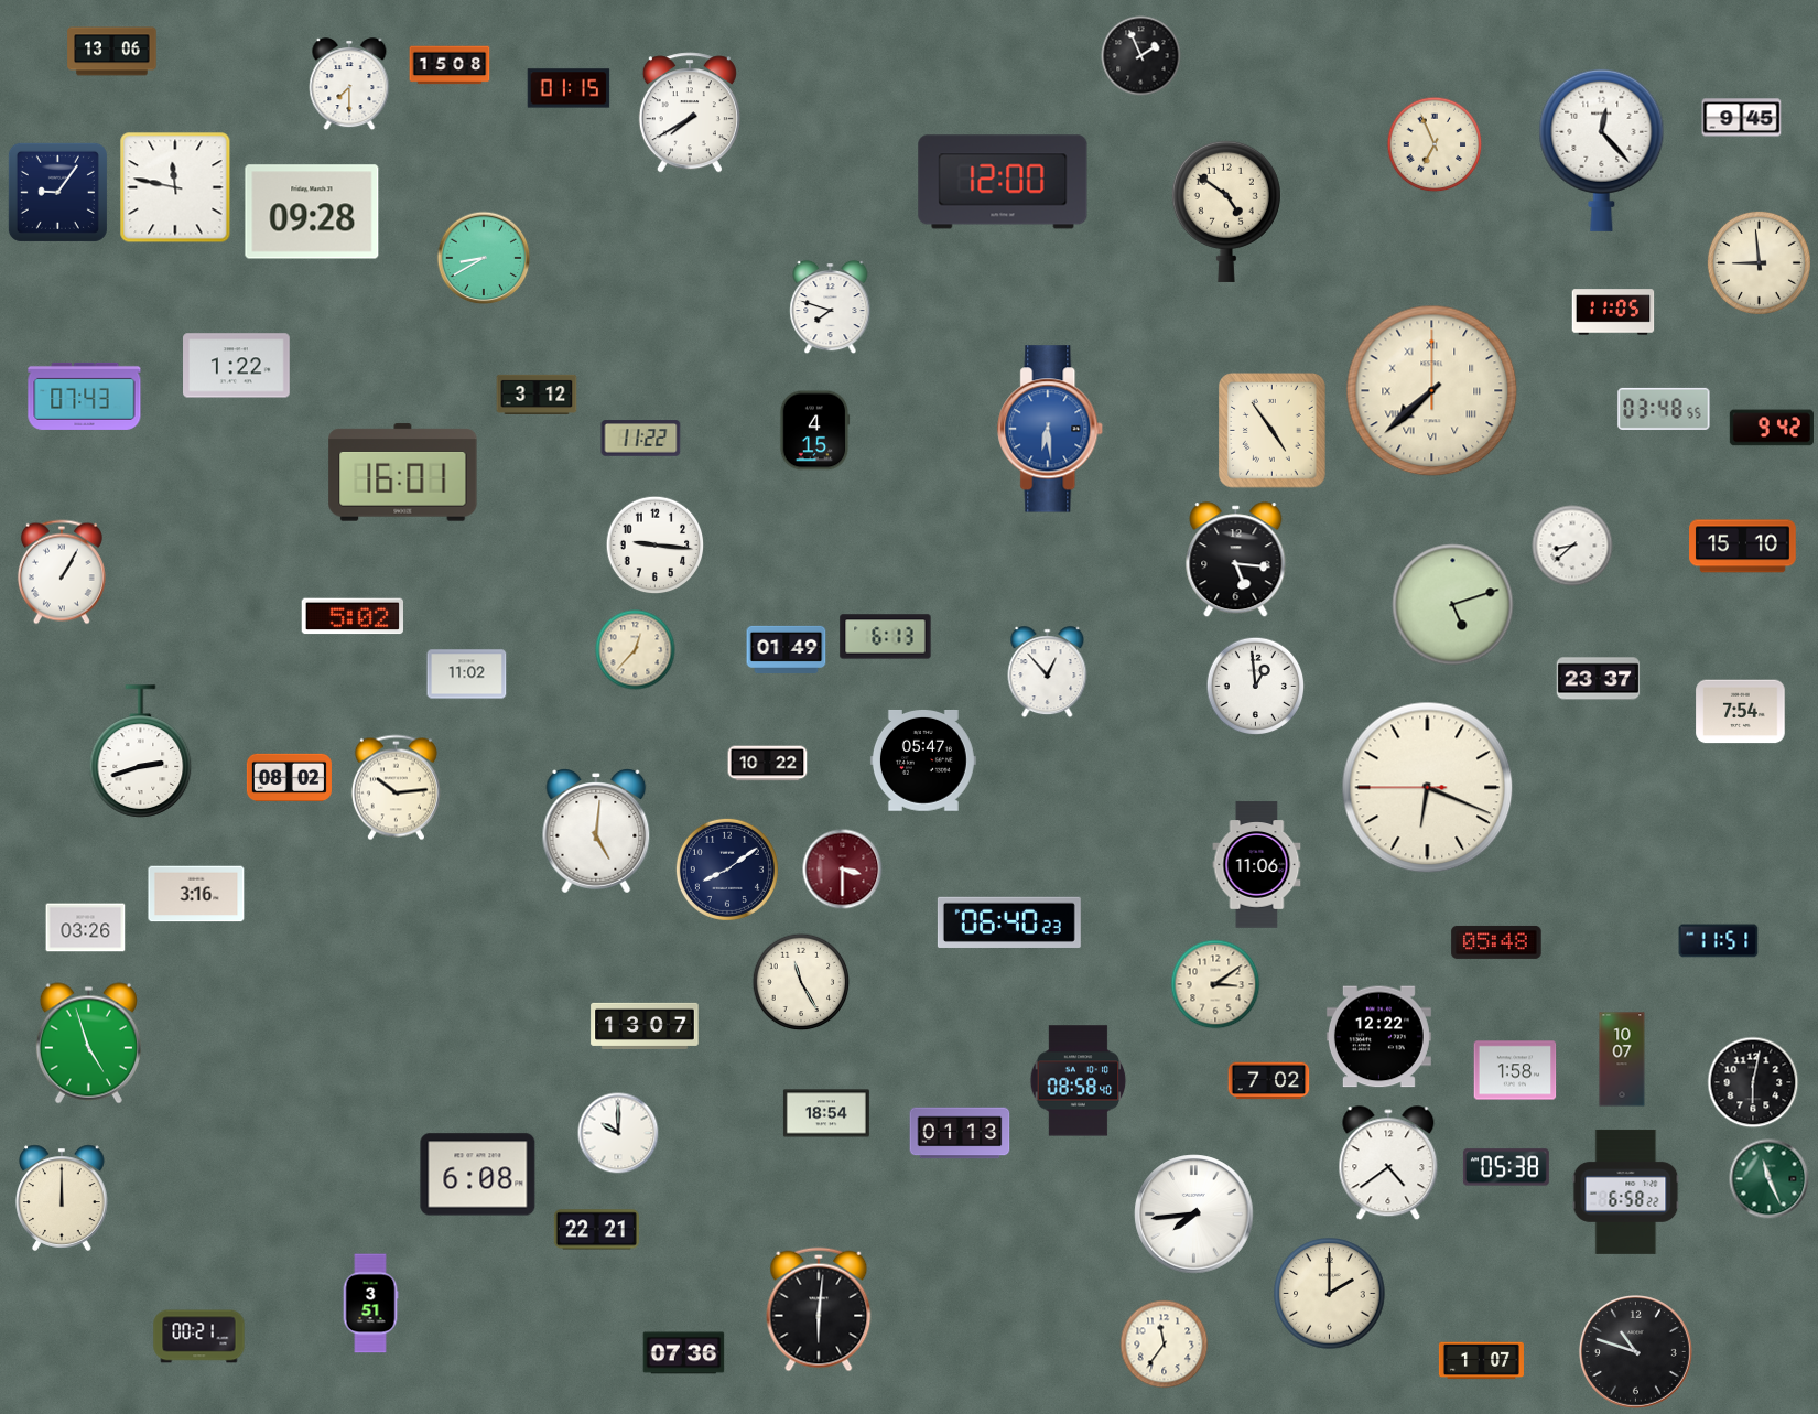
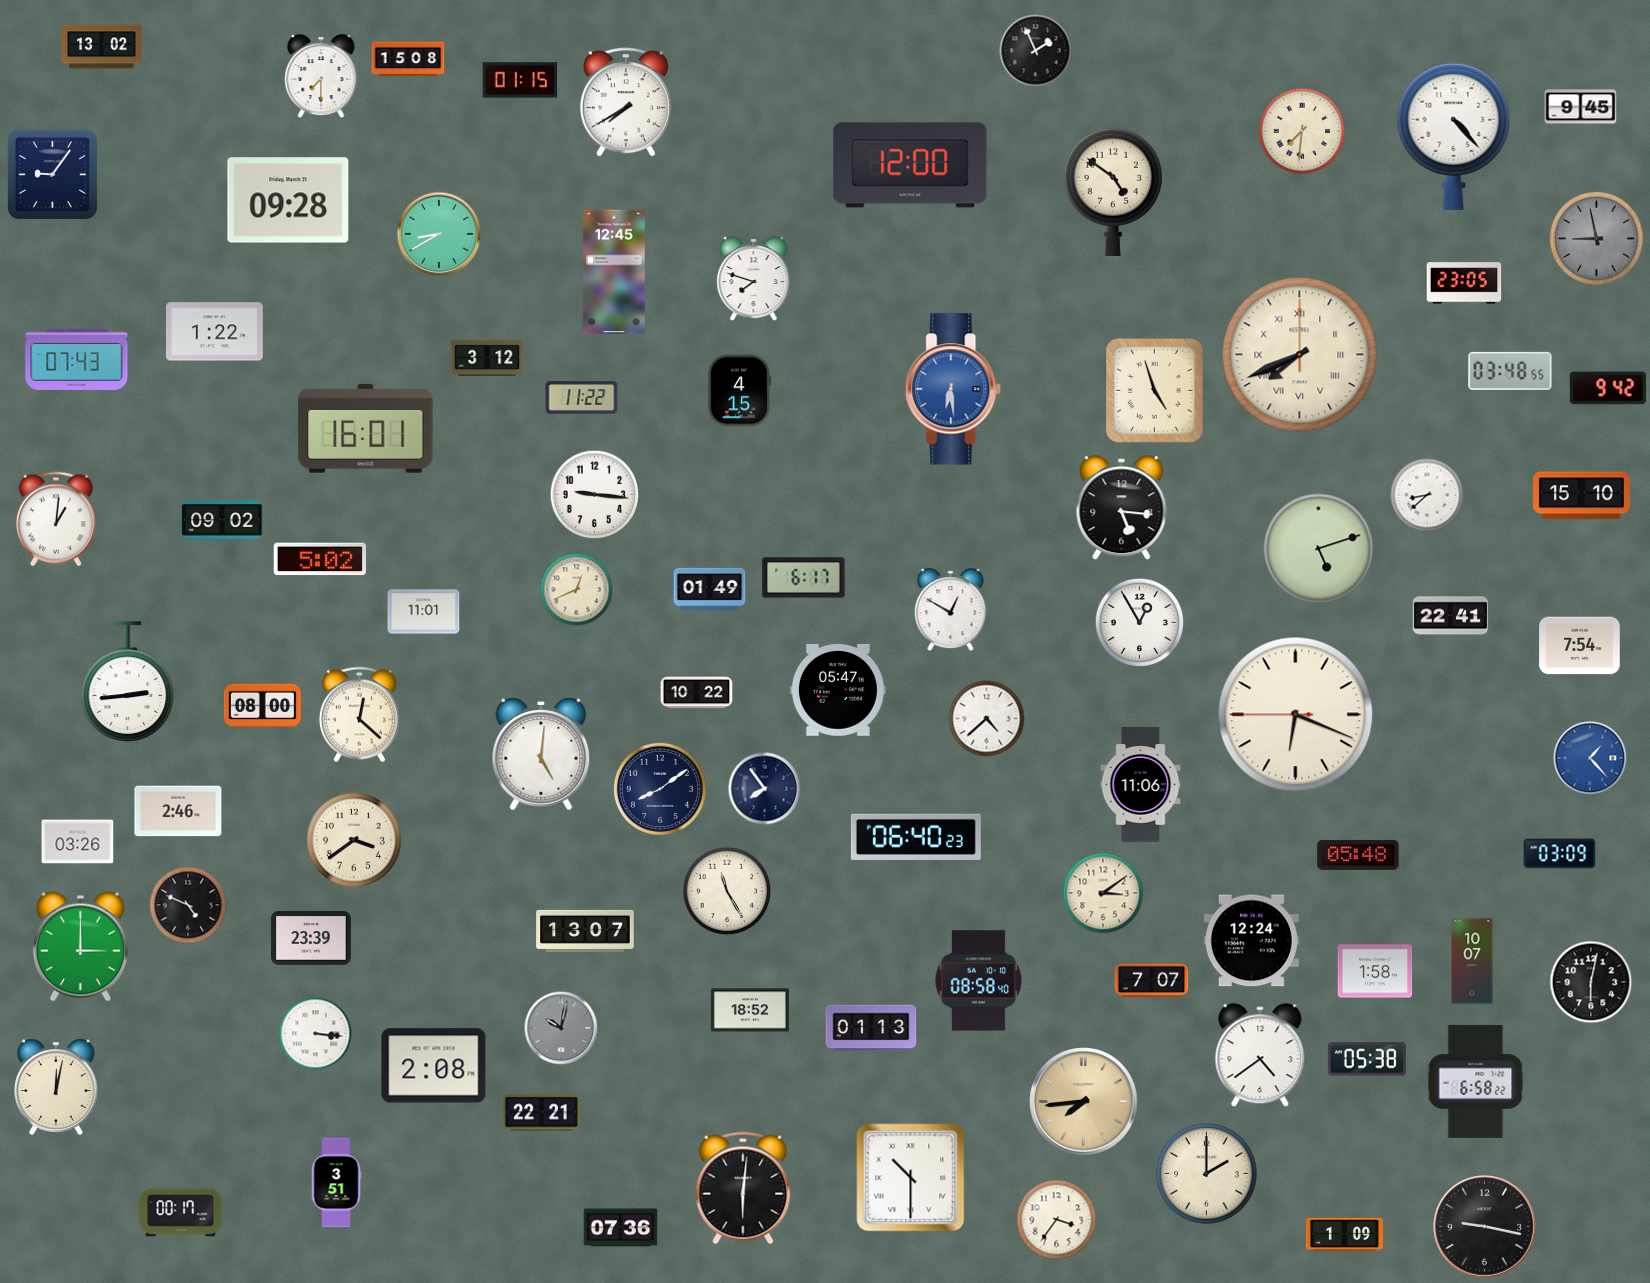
clock at (112, 52): 13:06 -> 13:02
clock at (349, 85) position: (349, 85) -> (321, 77)
clock at (569, 88) position: (569, 88) -> (520, 80)
clock at (1435, 144): 6:56 -> 7:31
clock at (1602, 150): 12:23 -> 4:23
clock at (175, 187): 11:47 -> none
clock at (312, 212) position: (312, 212) -> (288, 200)
clock at (1759, 262): 8:59 -> 8:58
clock at (1759, 262) dial: cream -> grey
clock at (614, 272): none -> 12:45
clock at (1613, 312): 11:05 -> 23:05
clock at (1432, 391): 7:38 -> 7:41
clock at (1273, 431): 4:54 -> 4:57
clock at (62, 572): 1:05 -> 1:01
clock at (222, 520): none -> 09:02
clock at (886, 637): 6:13 -> 6:17
clock at (787, 649) position: (787, 649) -> (710, 589)
clock at (636, 650): 12:37 -> 12:41
clock at (1048, 672): 12:53 -> 12:50
clock at (467, 674): 11:02 -> 11:01
clock at (1599, 679): 23:37 -> 22:41
clock at (1256, 687): 12:59 -> 12:55
clock at (141, 752): 2:42 -> 2:44
clock at (289, 777): 08:02 -> 08:00
clock at (396, 788): 10:14 -> 12:22
clock at (987, 719): none -> 4:38
clock at (1590, 758): none -> 1:23
clock at (843, 870): 3:30 -> 7:54
clock at (843, 870) dial: burgundy -> navy
clock at (196, 894): 3:16 -> 2:46
clock at (354, 840): none -> 3:39
clock at (1719, 941): 11:51 -> 03:09
clock at (188, 905): none -> 4:49
clock at (311, 939): none -> 23:39
clock at (1378, 1037): 12:22 -> 12:24
clock at (88, 1044): 4:57 -> 3:00
clock at (1269, 1081): 7:02 -> 7:07
clock at (826, 1113): 18:54 -> 18:52
clock at (618, 1133): 10:00 -> 10:02
clock at (618, 1133) dial: white -> grey
clock at (316, 1034): none -> 3:16
clock at (478, 1175): 6:08 -> 2:08
clock at (1770, 1179): 11:26 -> none
clock at (62, 1198): 12:00 -> 12:02
clock at (1194, 1215) dial: white -> champagne
clock at (596, 1230) position: (596, 1230) -> (541, 1113)
clock at (911, 1178): none -> 10:30
clock at (199, 1337): 00:21 -> 00:17
clock at (1165, 1345): 11:36 -> 3:36
clock at (1636, 1352): 10:48 -> 9:17
clock at (1481, 1361): 1:07 -> 1:09
